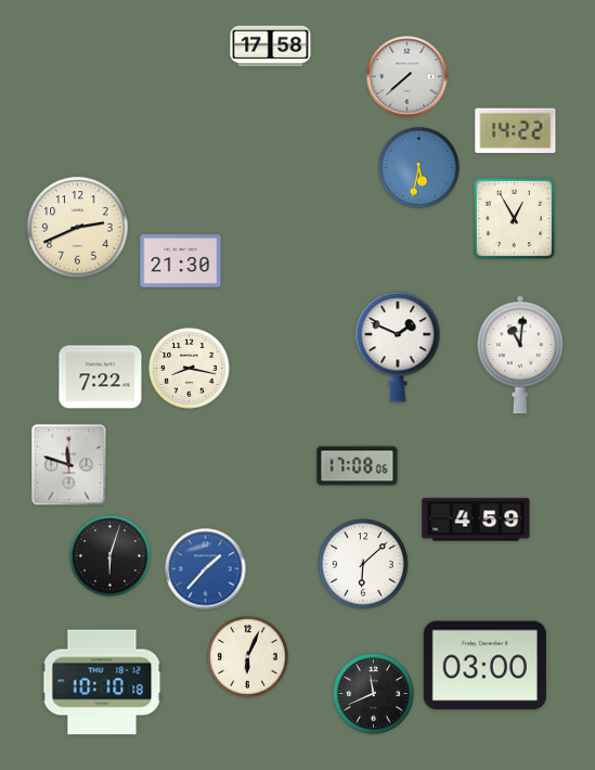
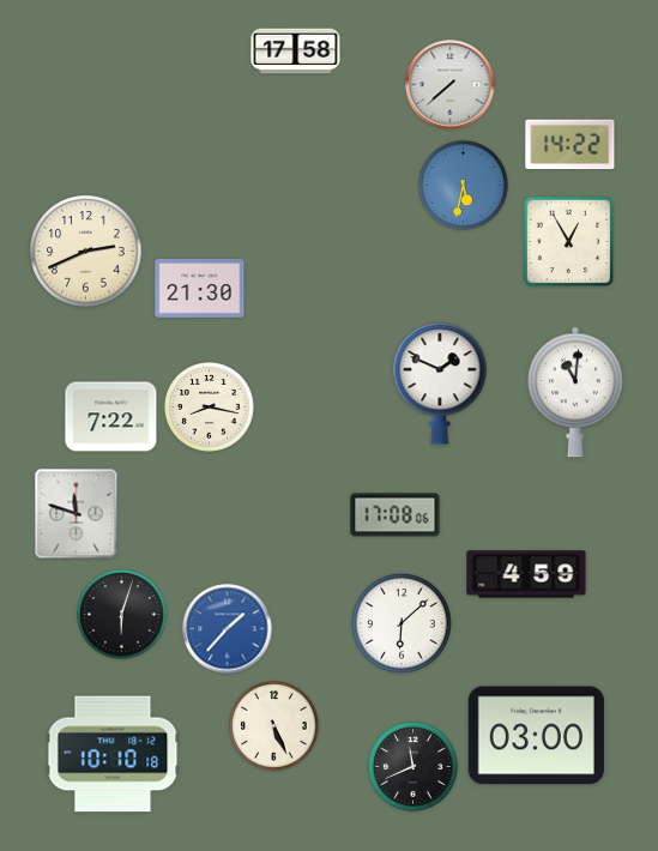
clock at (271, 47) position: (271, 47) -> (296, 52)
clock at (248, 657): 6:04 -> 5:26
